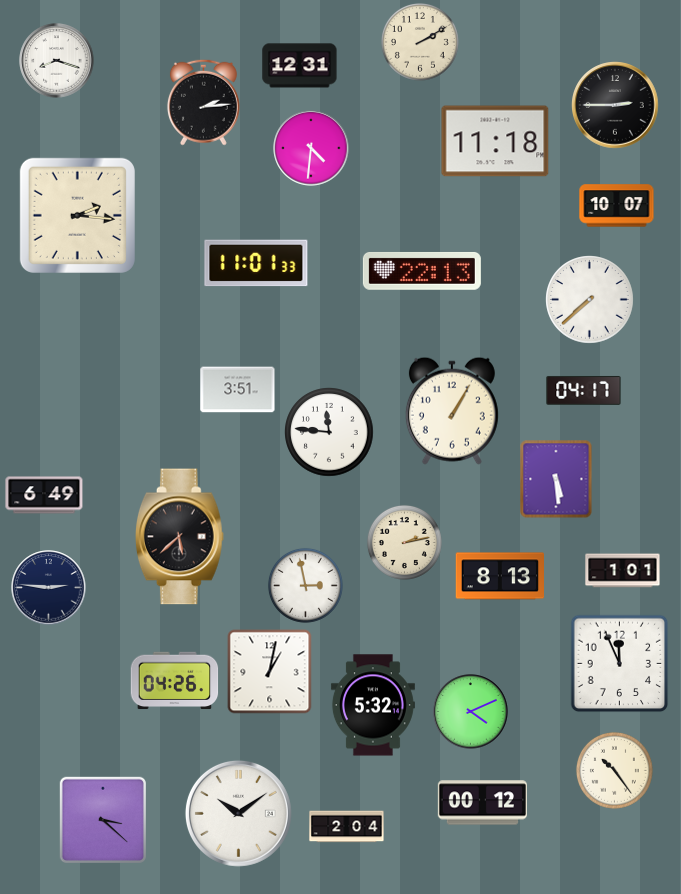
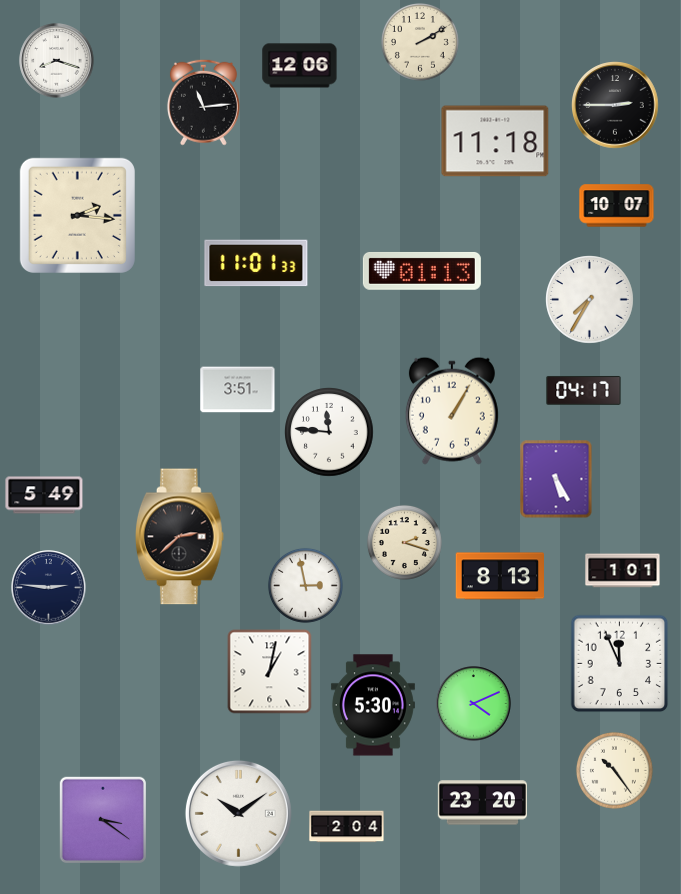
clock at (300, 66): 12:31 -> 12:06
clock at (203, 102): 2:14 -> 11:14
clock at (311, 148): 4:31 -> none
clock at (422, 271): 22:13 -> 01:13
clock at (590, 300): 7:38 -> 7:35
clock at (556, 479): 5:29 -> 5:25
clock at (44, 495): 6:49 -> 5:49
clock at (179, 537): 5:38 -> 2:38
clock at (404, 542): 2:13 -> 2:18
clock at (175, 681): 04:26 -> none
clock at (373, 705): 5:32 -> 5:30
clock at (471, 712) position: (471, 712) -> (474, 704)
clock at (482, 803): 00:12 -> 23:20
clock at (103, 820): 3:22 -> 3:21
